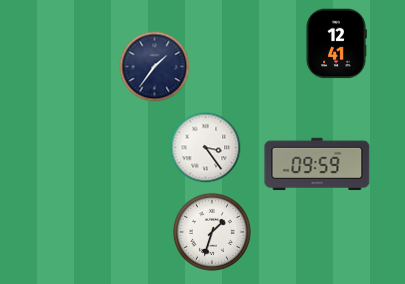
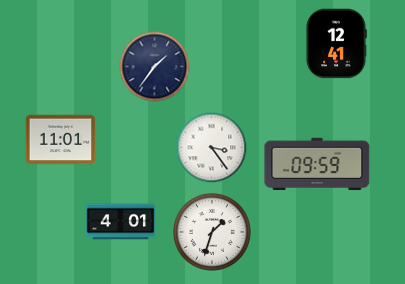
clock at (61, 140): none -> 11:01
clock at (206, 148) position: (206, 148) -> (212, 148)
clock at (121, 222): none -> 4:01
